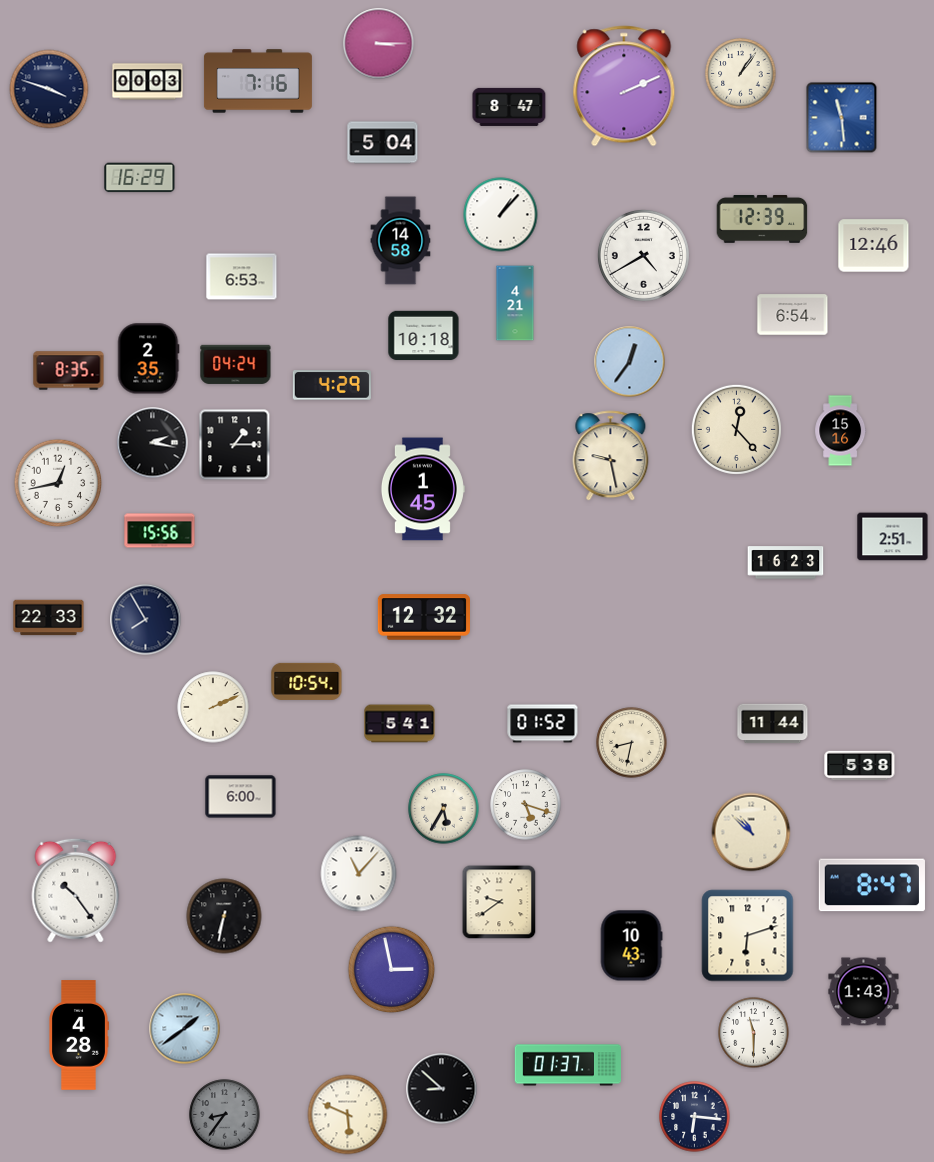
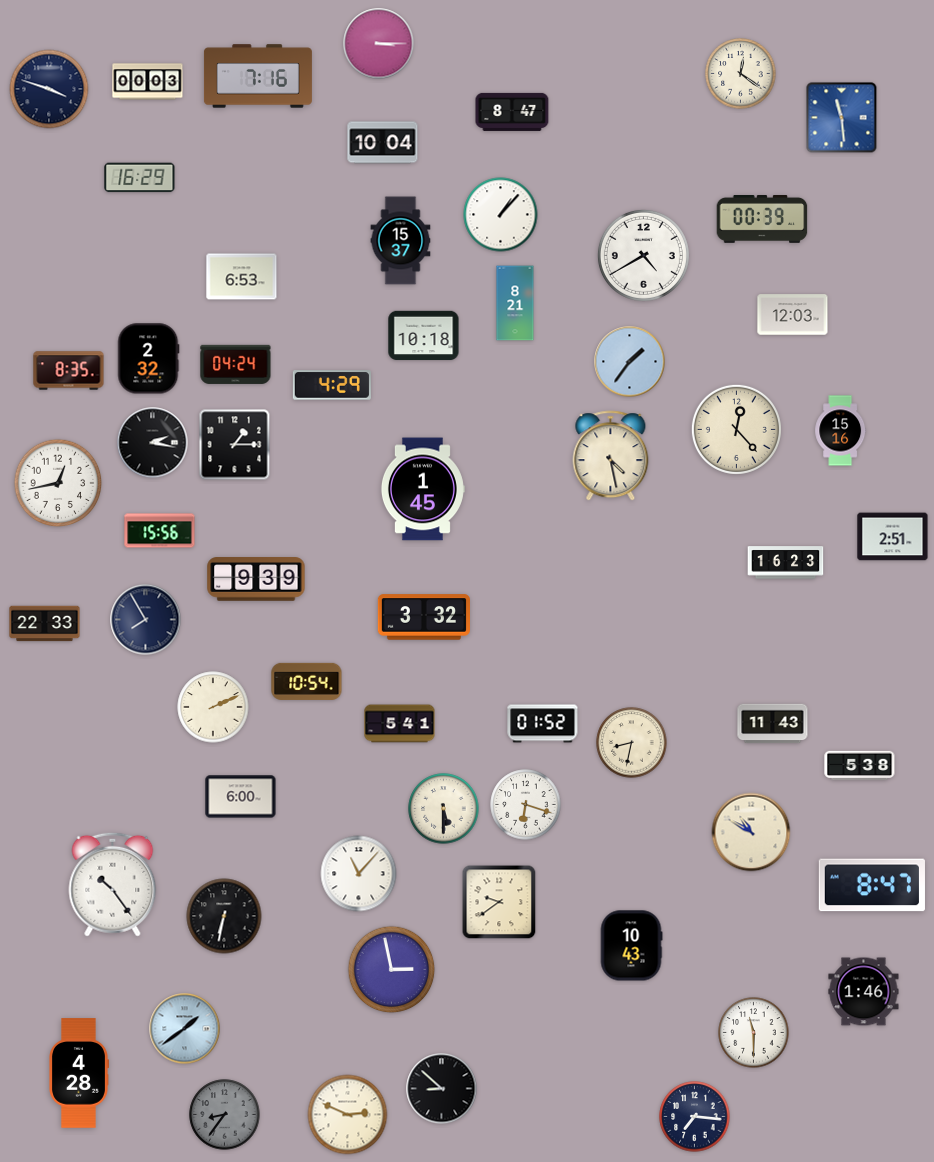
clock at (741, 74): 1:06 -> 12:21
clock at (258, 81) position: (258, 81) -> (258, 76)
clock at (624, 86): 2:11 -> none
clock at (509, 107) position: (509, 107) -> (512, 112)
clock at (383, 143): 5:04 -> 10:04
clock at (762, 220): 12:39 -> 00:39
clock at (401, 241): 14:58 -> 15:37
clock at (874, 246): 12:46 -> none
clock at (515, 303): 4:21 -> 8:21
clock at (793, 315): 6:54 -> 12:03
clock at (149, 359): 2:35 -> 2:32
clock at (630, 362): 12:36 -> 1:36
clock at (611, 456): 9:28 -> 4:28
clock at (256, 579): none -> 9:39
clock at (424, 617): 12:32 -> 3:32
clock at (49, 618) position: (49, 618) -> (45, 624)
clock at (773, 724): 11:44 -> 11:43
clock at (526, 805): 5:18 -> 6:18
clock at (444, 809): 5:35 -> 5:30
clock at (751, 832): 10:52 -> 10:50
clock at (76, 890) position: (76, 890) -> (113, 884)
clock at (748, 936): 6:12 -> none
clock at (864, 992): 1:43 -> 1:46
clock at (79, 1035) position: (79, 1035) -> (79, 1073)
clock at (567, 1065): 01:37 -> none
clock at (348, 1115): 5:49 -> 2:49
clock at (695, 1117): 6:16 -> 7:16
